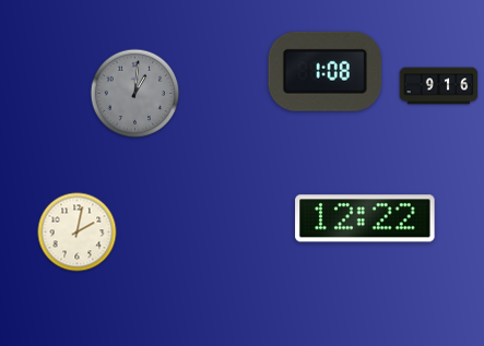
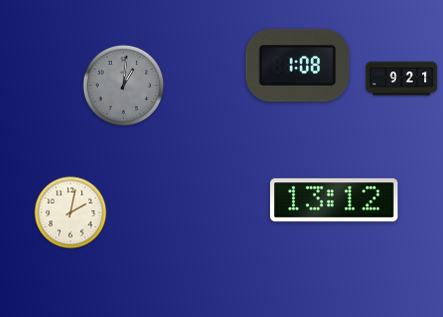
clock at (439, 86): 9:16 -> 9:21
clock at (365, 218): 12:22 -> 13:12
